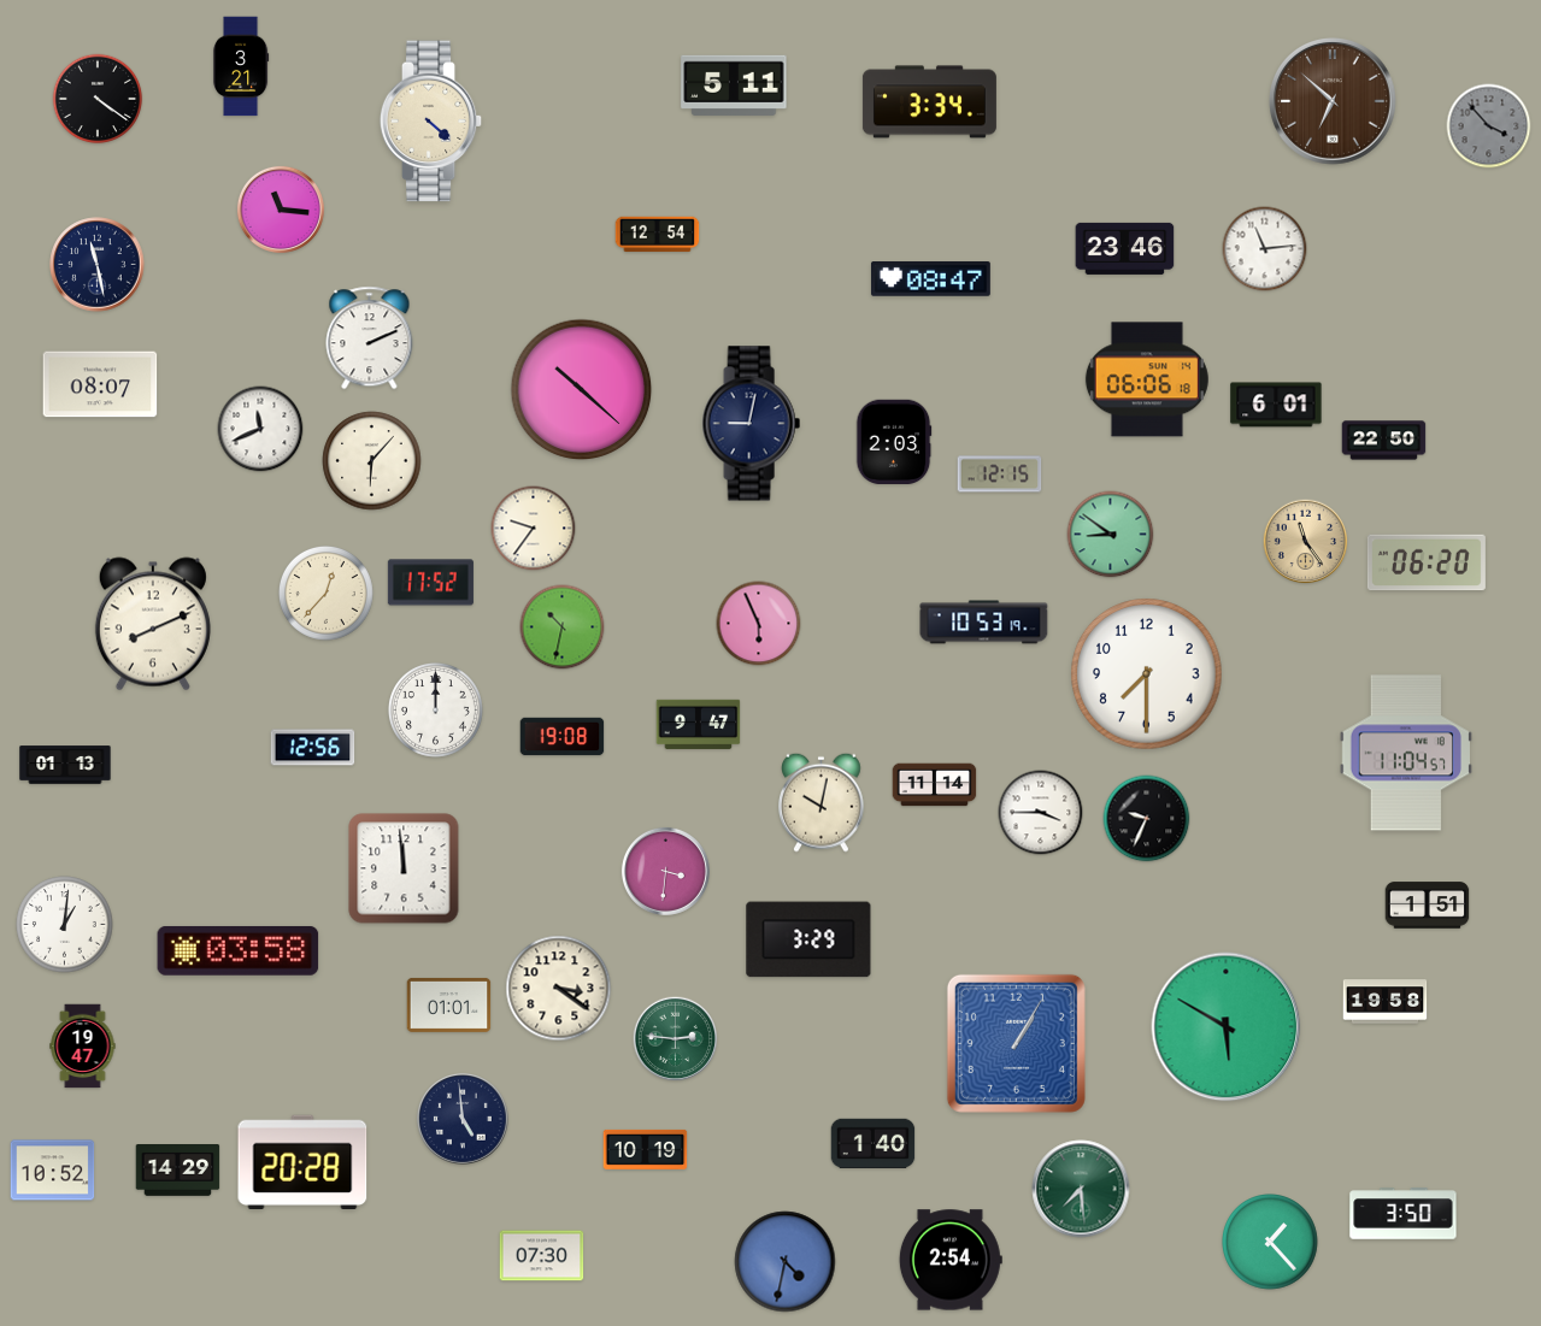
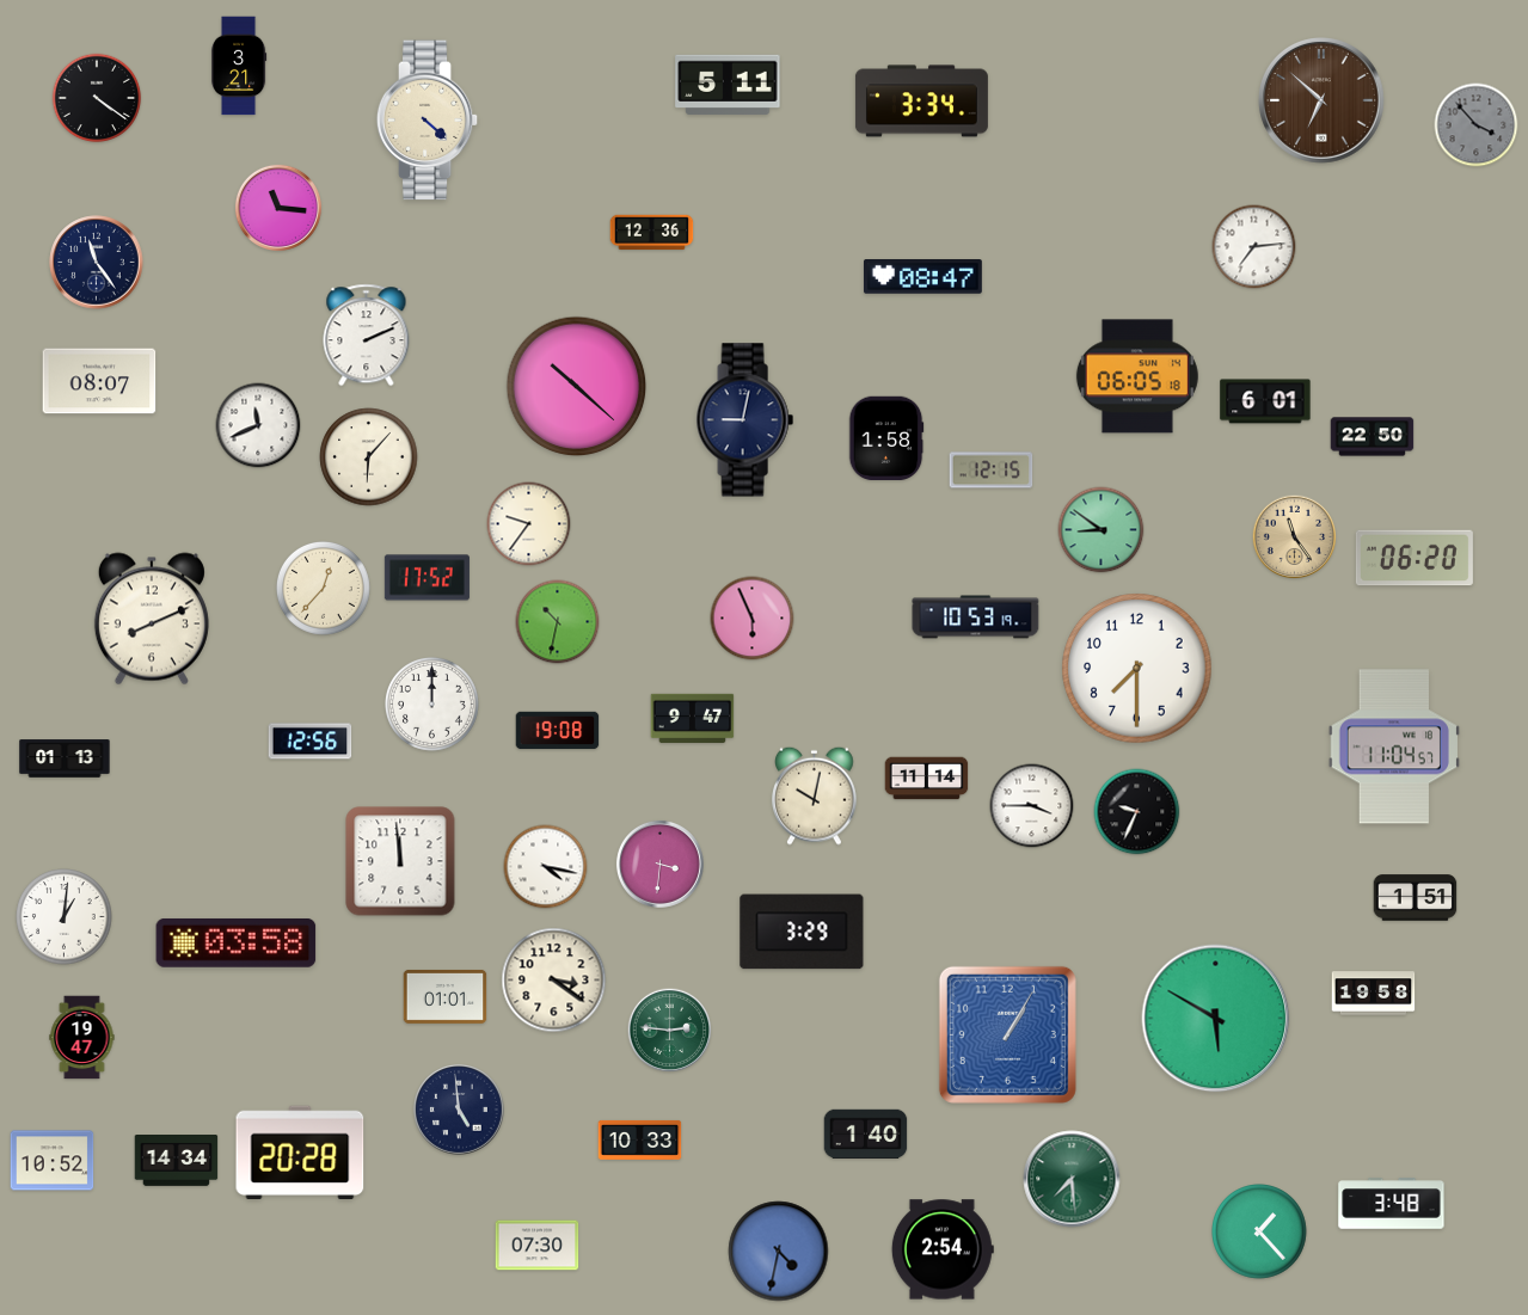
clock at (658, 235): 12:54 -> 12:36
clock at (1125, 248): 23:46 -> none
clock at (1265, 249): 11:14 -> 7:14
clock at (98, 265): 11:28 -> 11:24
clock at (1147, 379): 06:06 -> 06:05
clock at (894, 441): 2:03 -> 1:58
clock at (546, 867): none -> 4:17
clock at (646, 1149): 10:19 -> 10:33
clock at (178, 1171): 14:29 -> 14:34
clock at (1404, 1214): 3:50 -> 3:48
